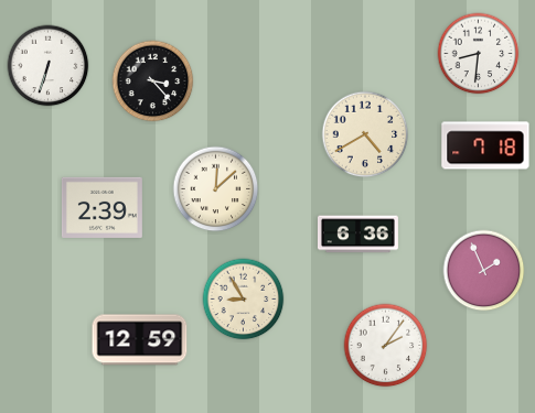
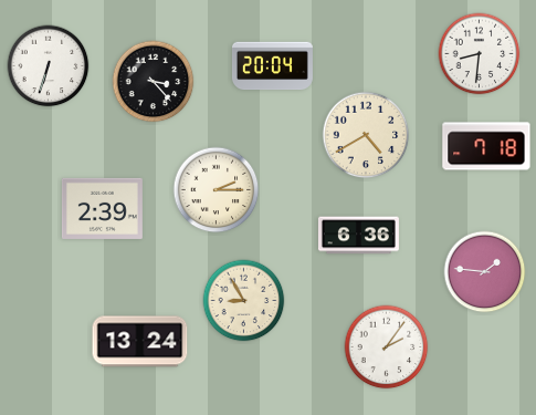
clock at (272, 66): none -> 20:04
clock at (216, 189): 12:08 -> 2:15
clock at (484, 271): 1:56 -> 1:46
clock at (140, 340): 12:59 -> 13:24
